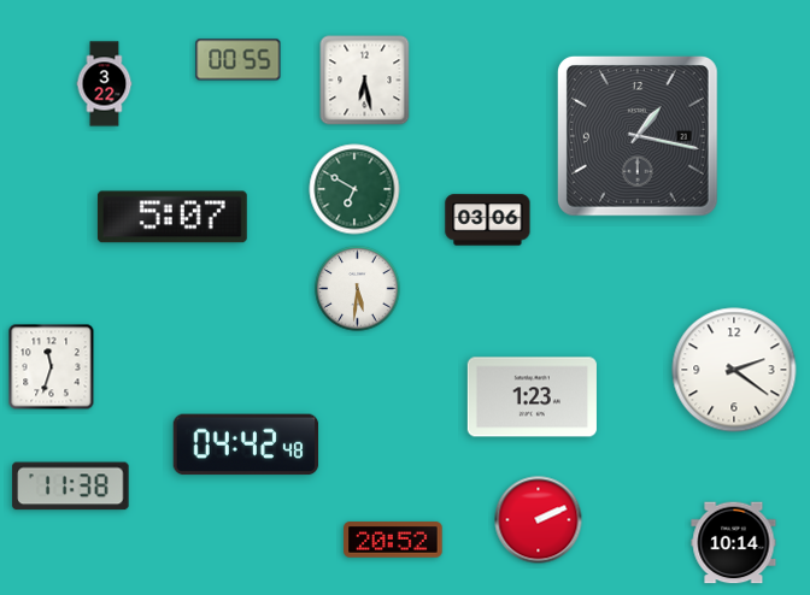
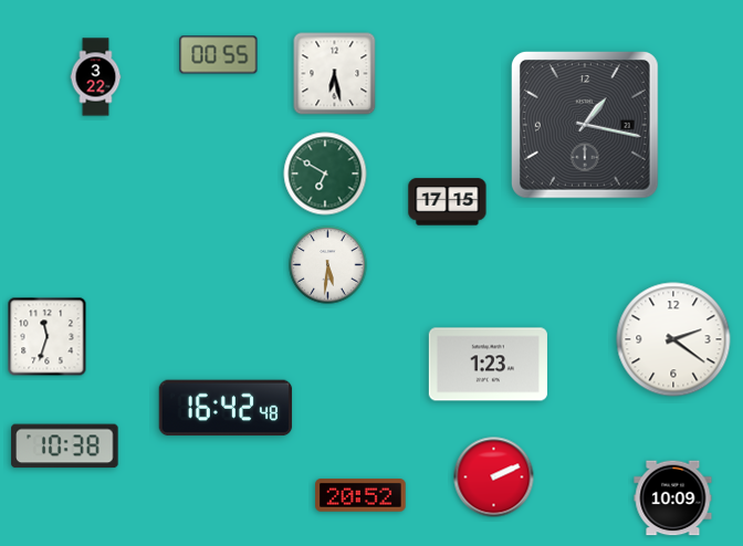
clock at (172, 217): 5:07 -> none
clock at (488, 220): 03:06 -> 17:15
clock at (246, 444): 04:42 -> 16:42
clock at (71, 487): 11:38 -> 10:38
clock at (734, 543): 10:14 -> 10:09
